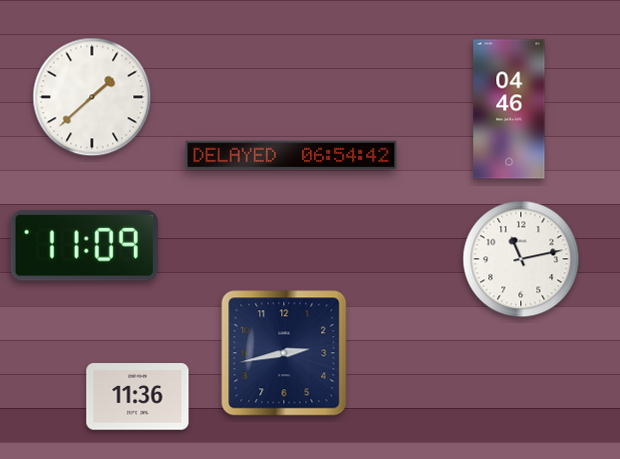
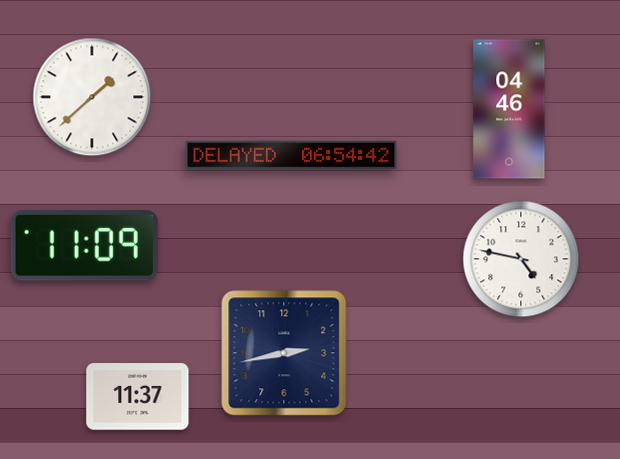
clock at (521, 259): 11:13 -> 4:47
clock at (138, 397): 11:36 -> 11:37
